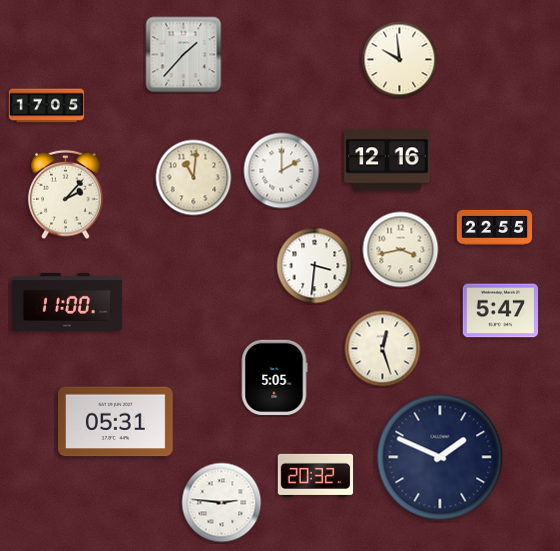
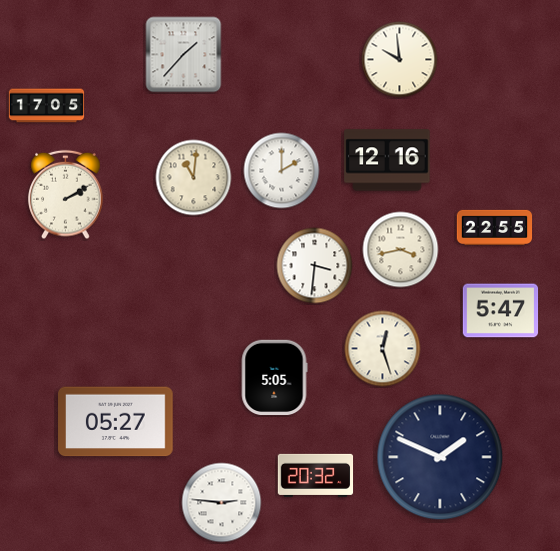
clock at (66, 195): 2:07 -> 2:10
clock at (67, 302): 11:00 -> none
clock at (116, 422): 05:31 -> 05:27
